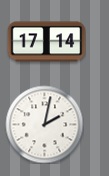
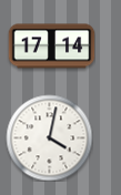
clock at (44, 124): 2:02 -> 4:02
